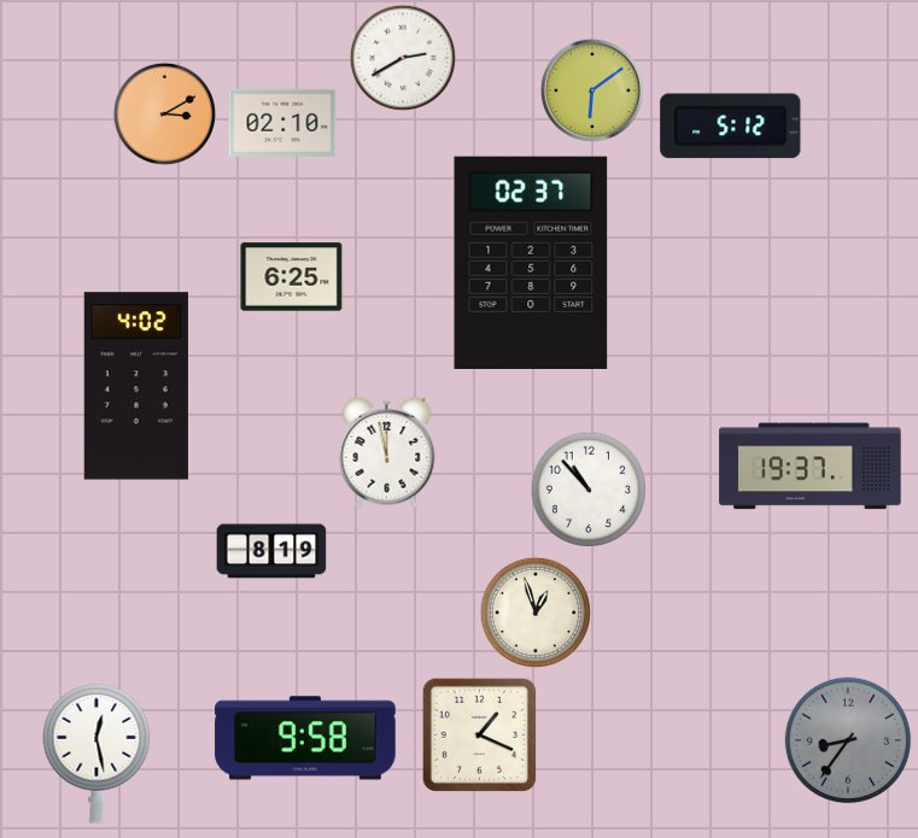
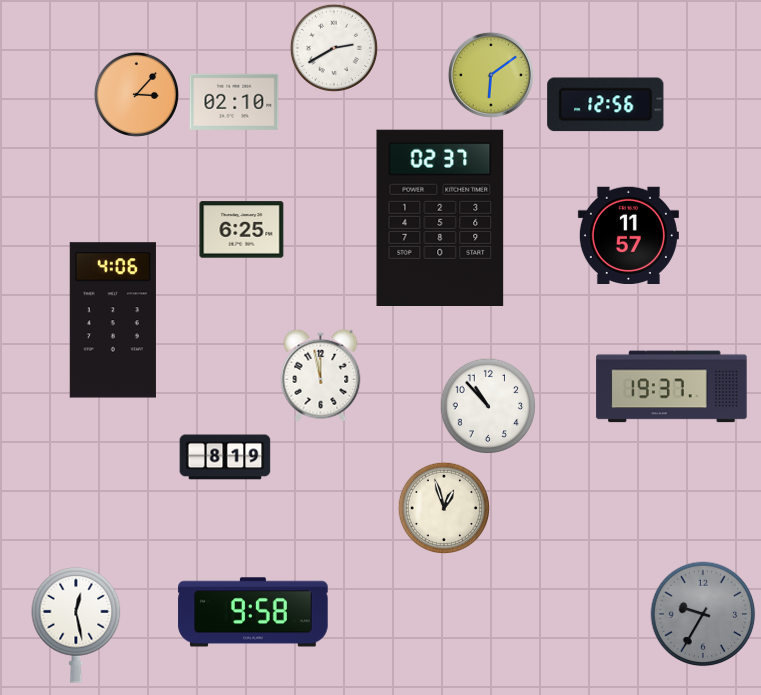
clock at (164, 113): 3:10 -> 3:07
clock at (731, 127): 5:12 -> 12:56
clock at (628, 235): none -> 11:57
clock at (136, 386): 4:02 -> 4:06
clock at (479, 734): 1:19 -> none
clock at (848, 740): 8:36 -> 9:35
clock at (97, 755) position: (97, 755) -> (76, 626)
